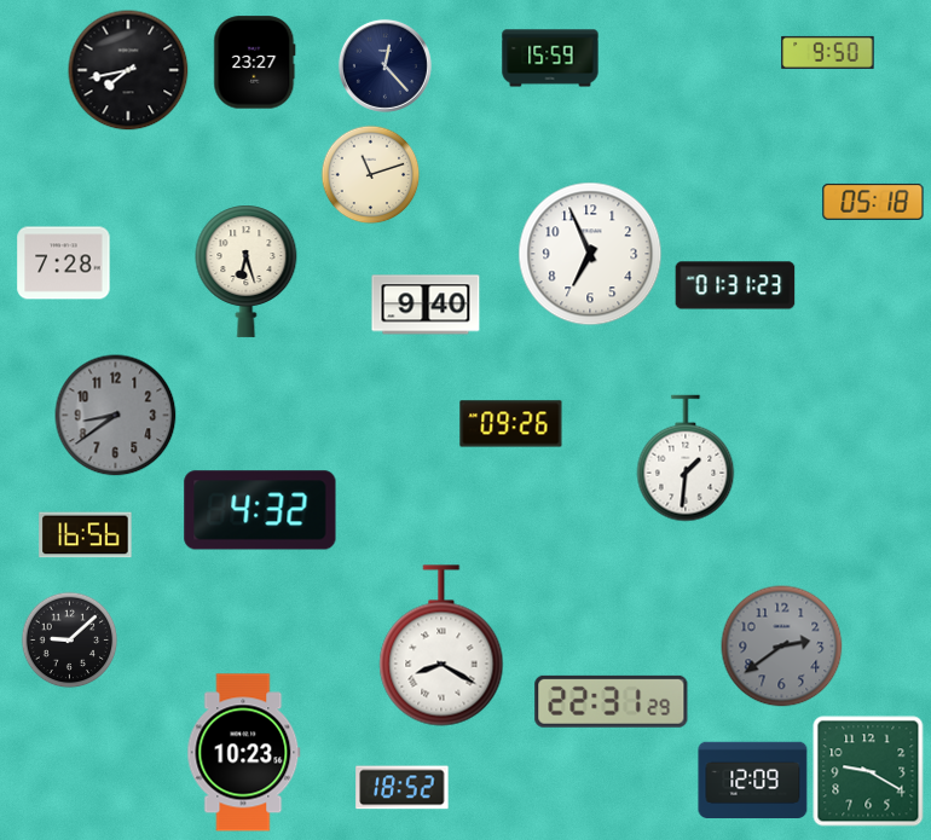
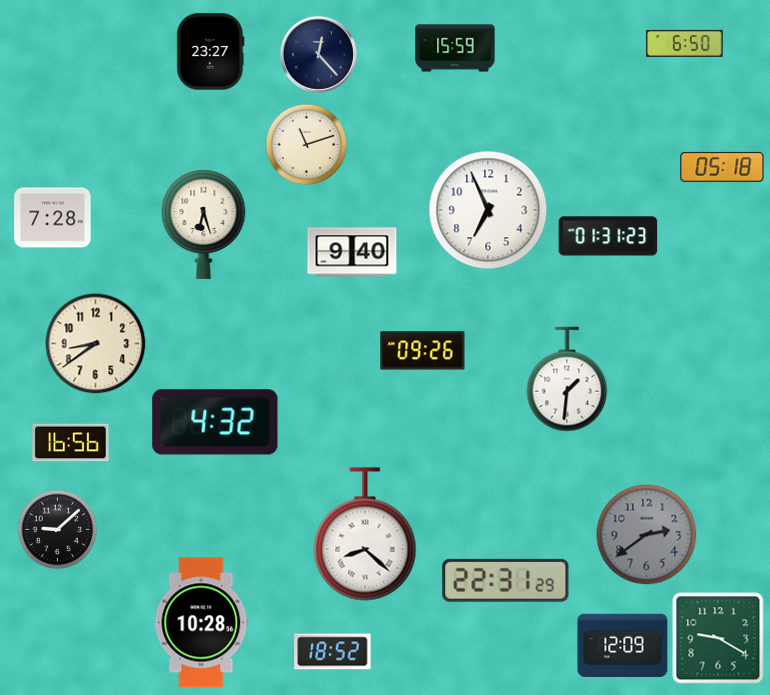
clock at (828, 52): 9:50 -> 6:50
clock at (128, 70): 7:43 -> none
clock at (116, 416) dial: grey -> cream
clock at (441, 645): 8:20 -> 8:22
clock at (244, 753): 10:23 -> 10:28
